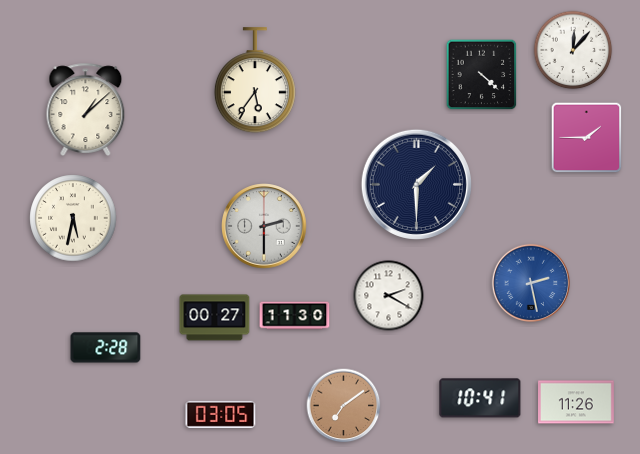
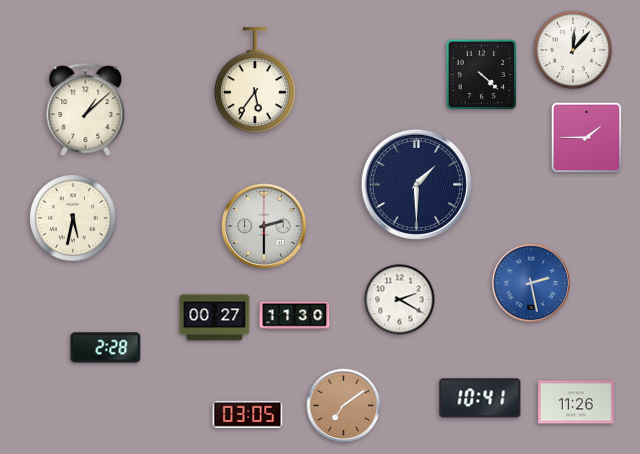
clock at (389, 296) position: (389, 296) -> (400, 300)
clock at (221, 414) position: (221, 414) -> (248, 414)
